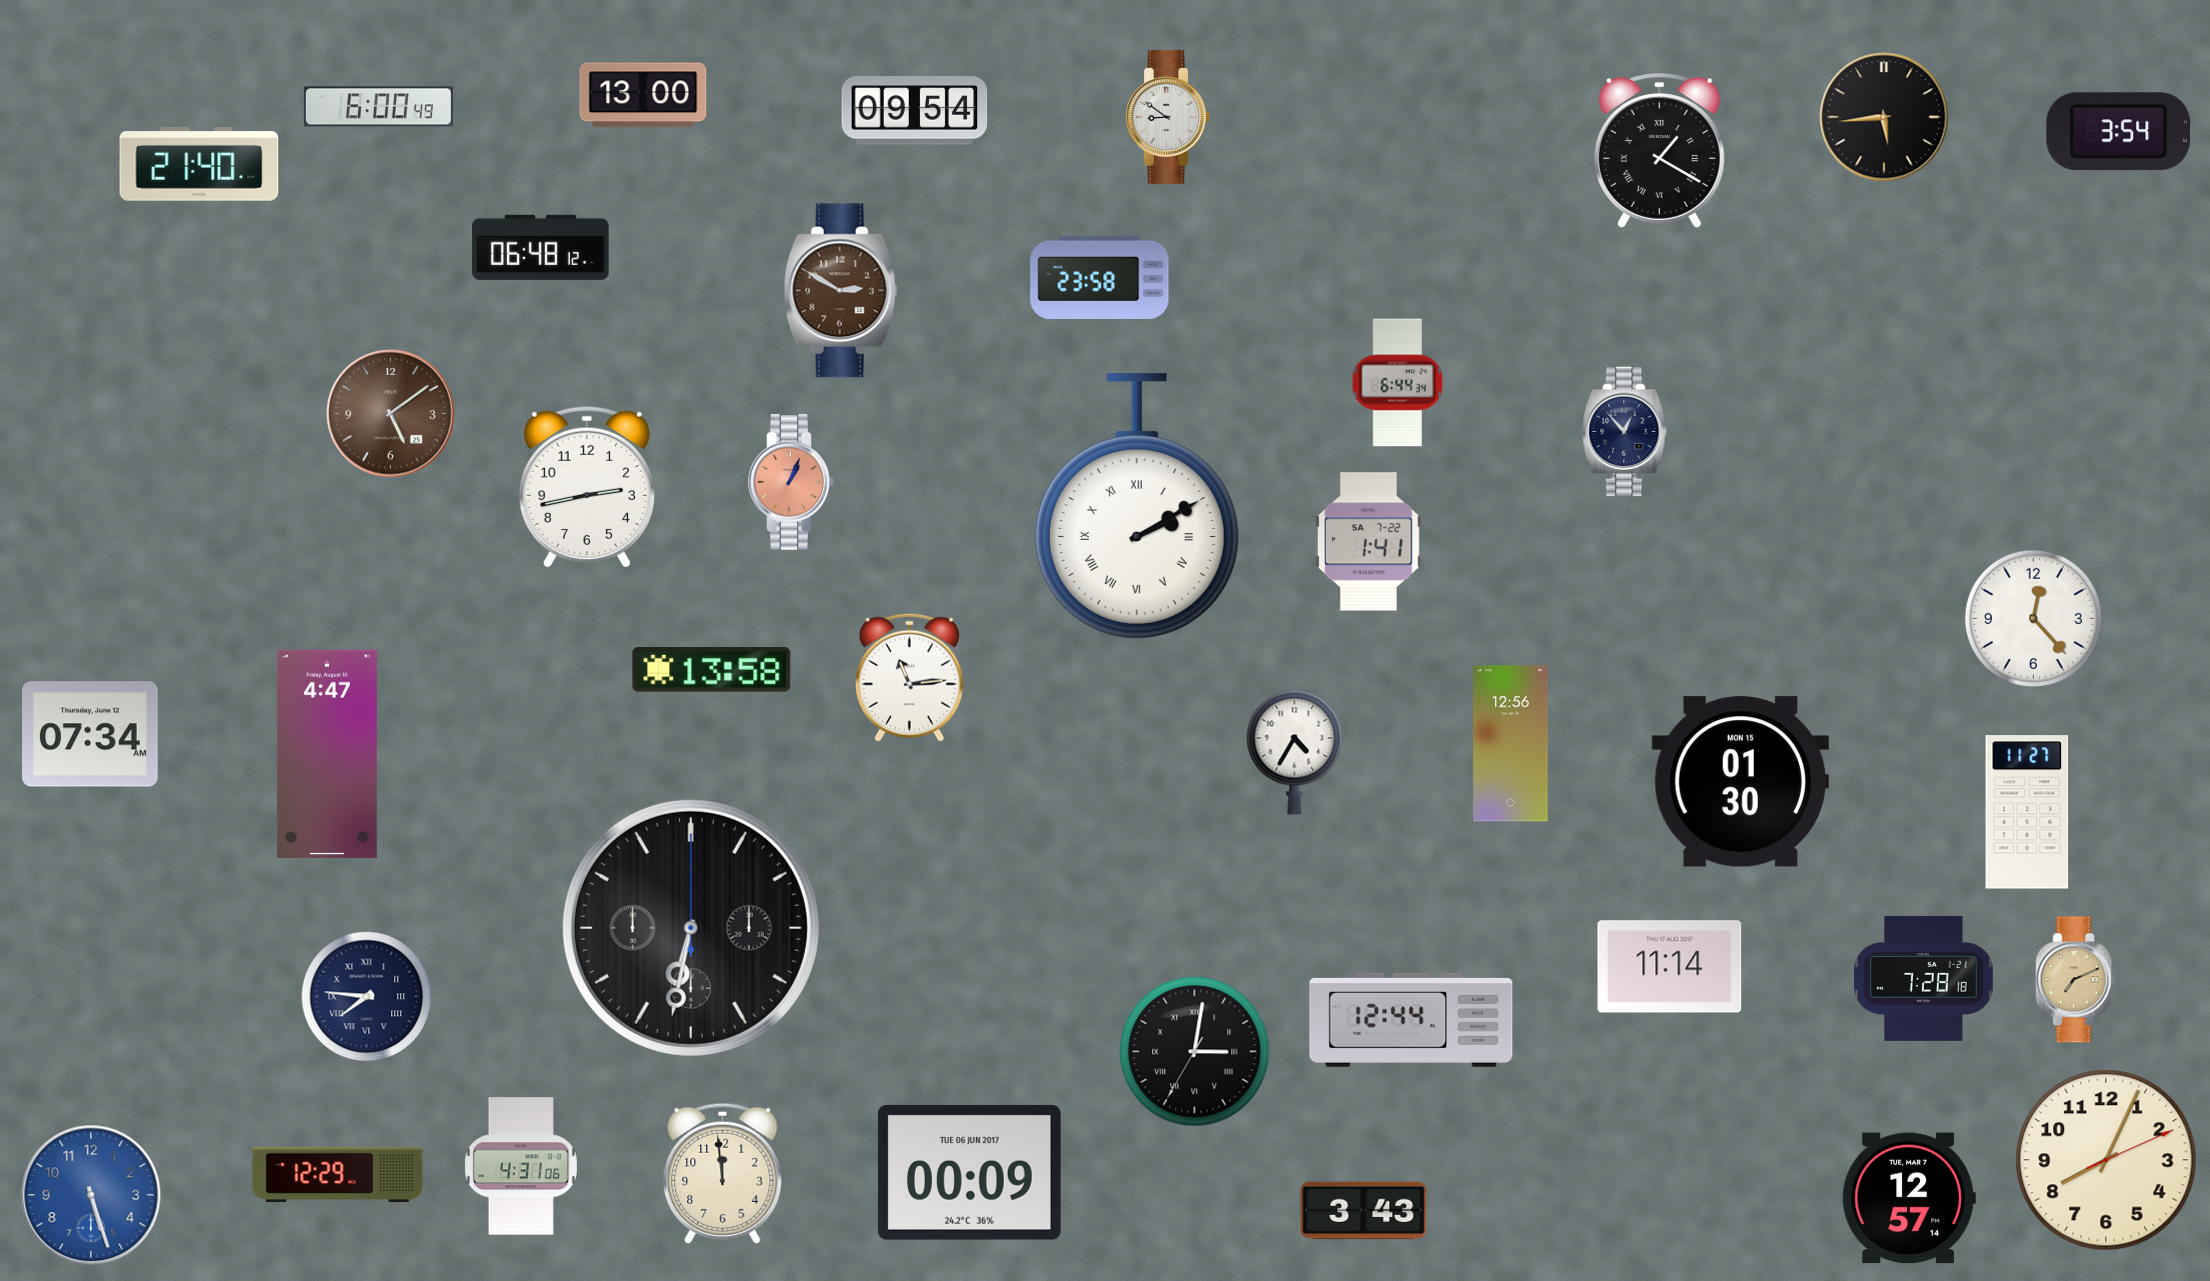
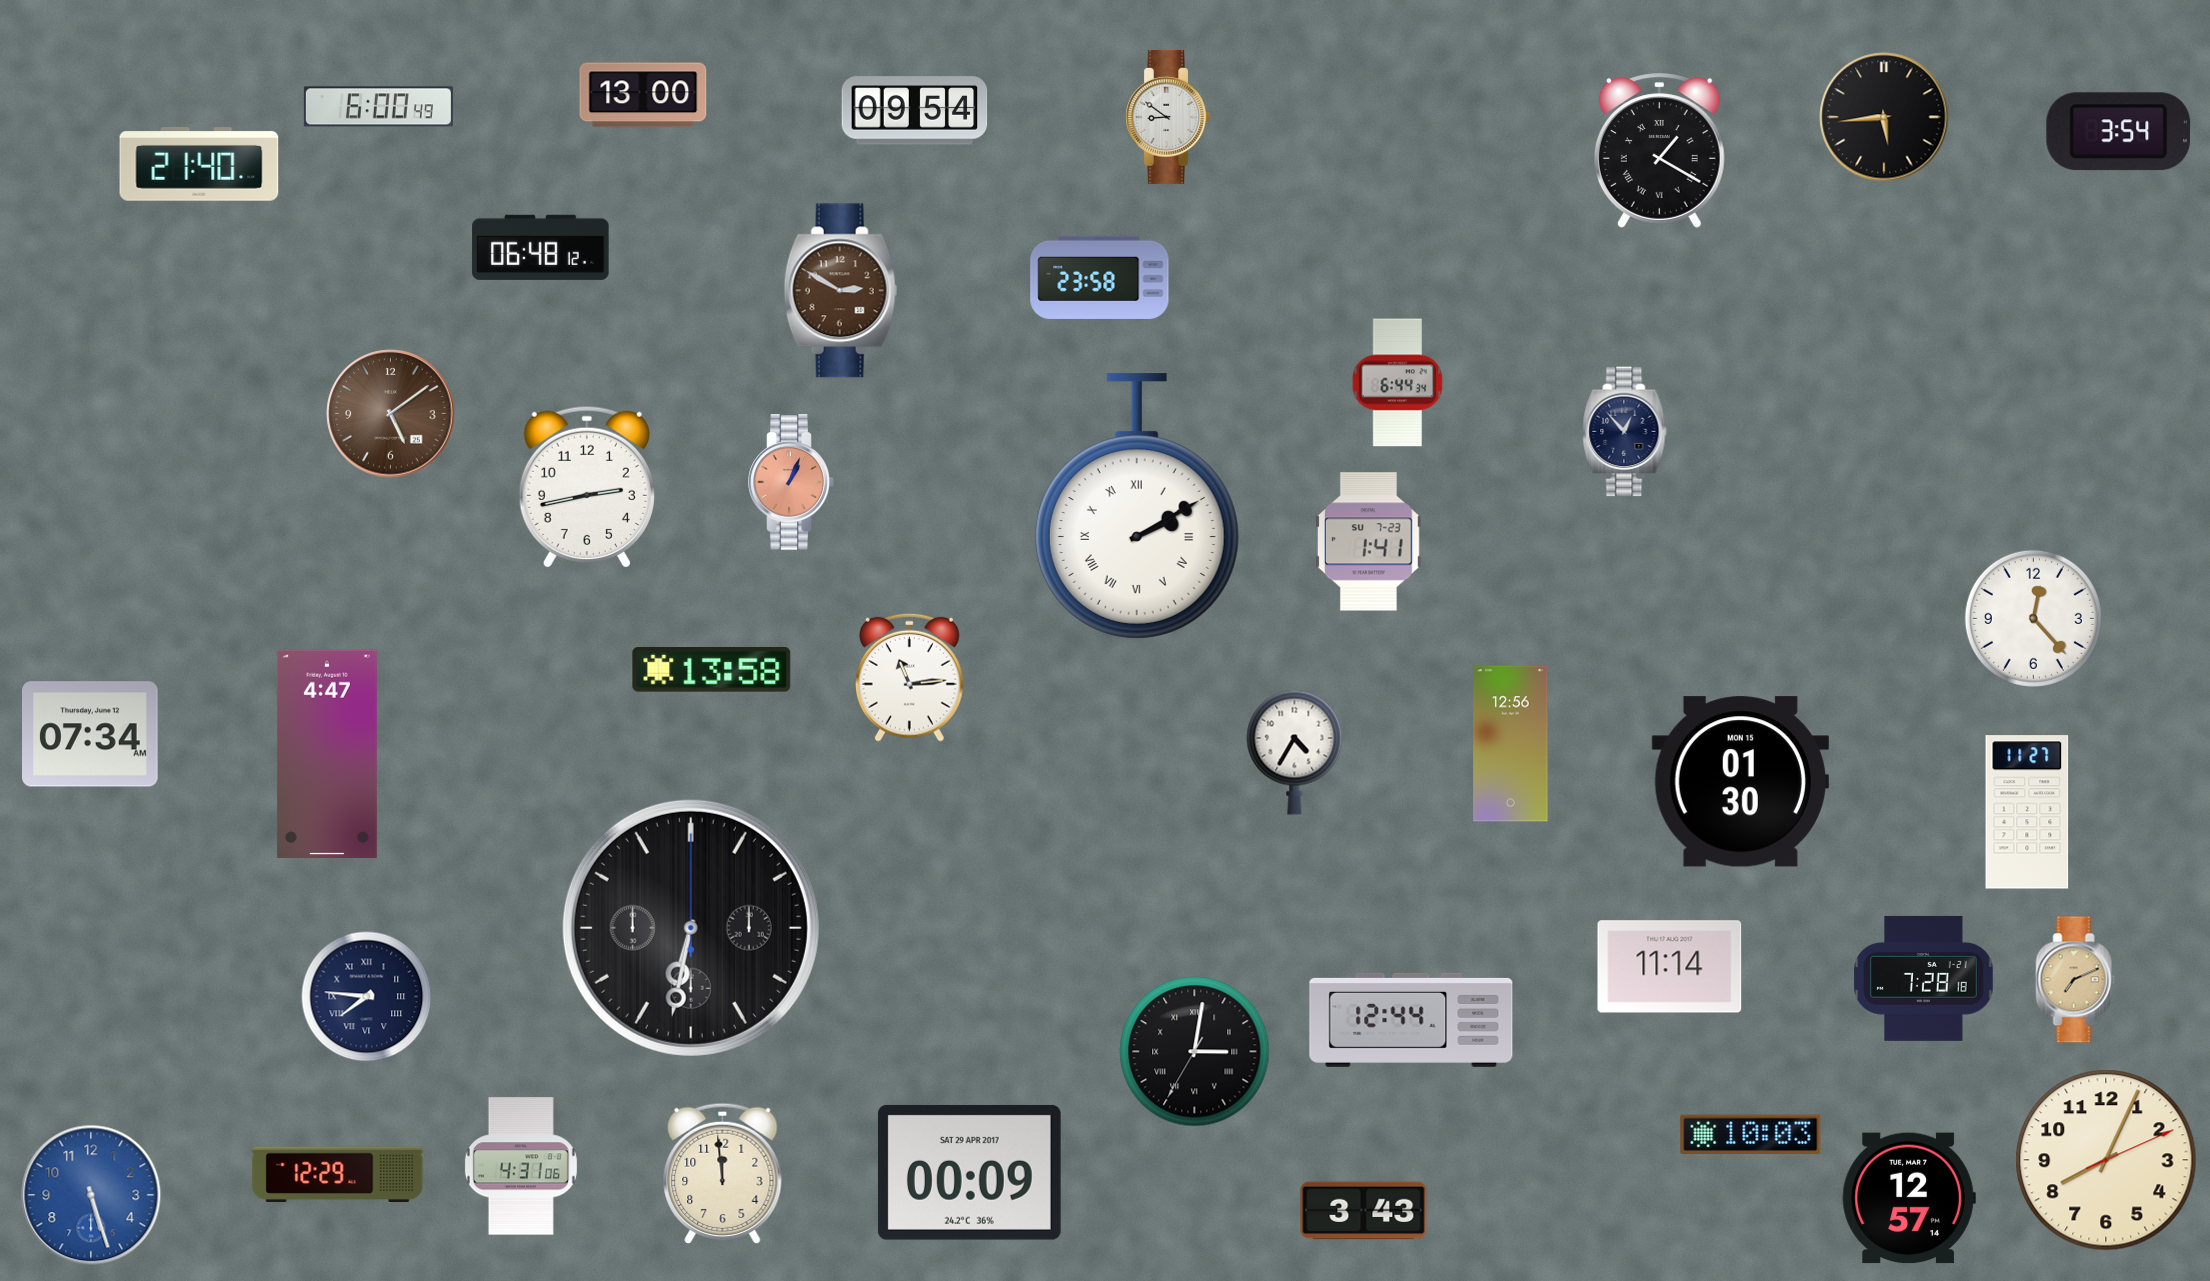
clock at (1368, 542) date: SA 7-22 -> SU 7-23
clock at (1751, 1135): none -> 10:03
clock at (969, 1173) date: TUE 06 JUN 2017 -> SAT 29 APR 2017
